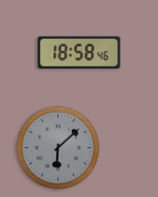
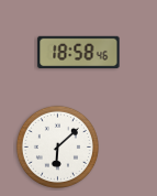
clock at (57, 147) dial: grey -> white
